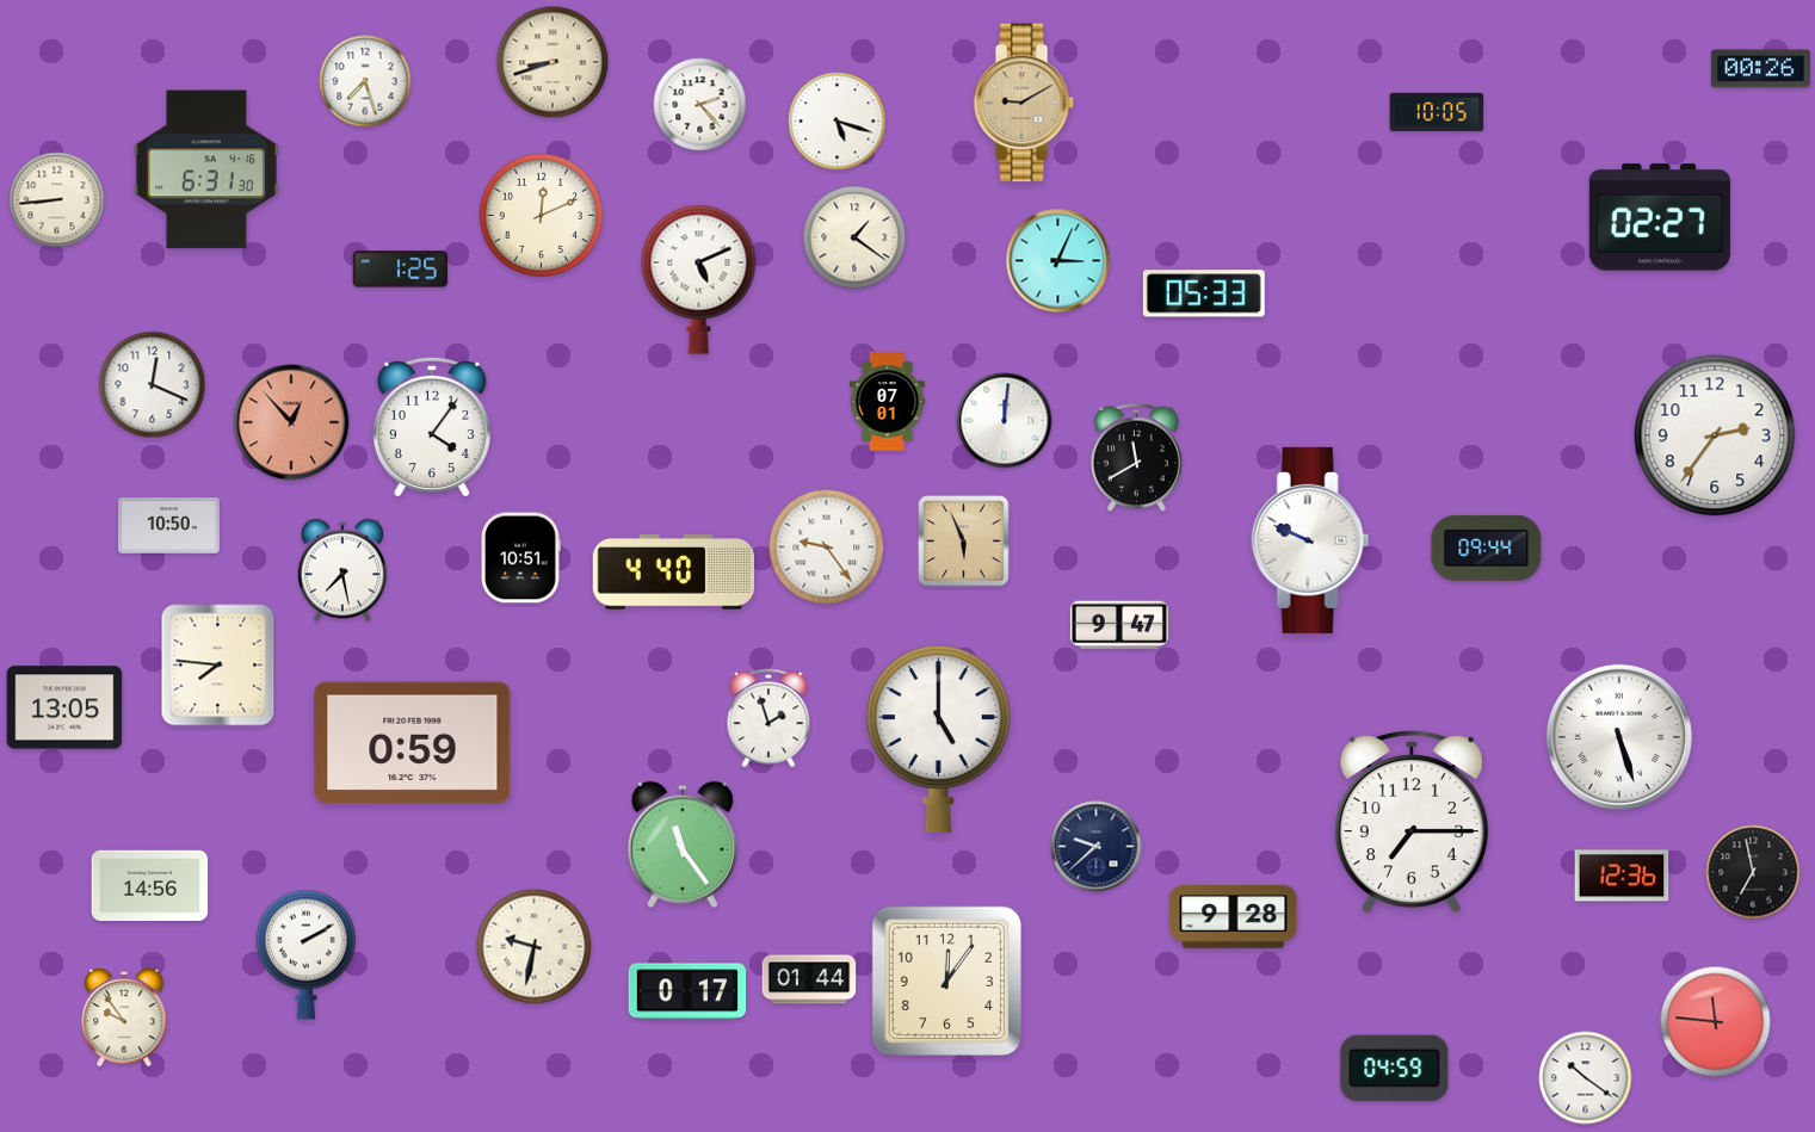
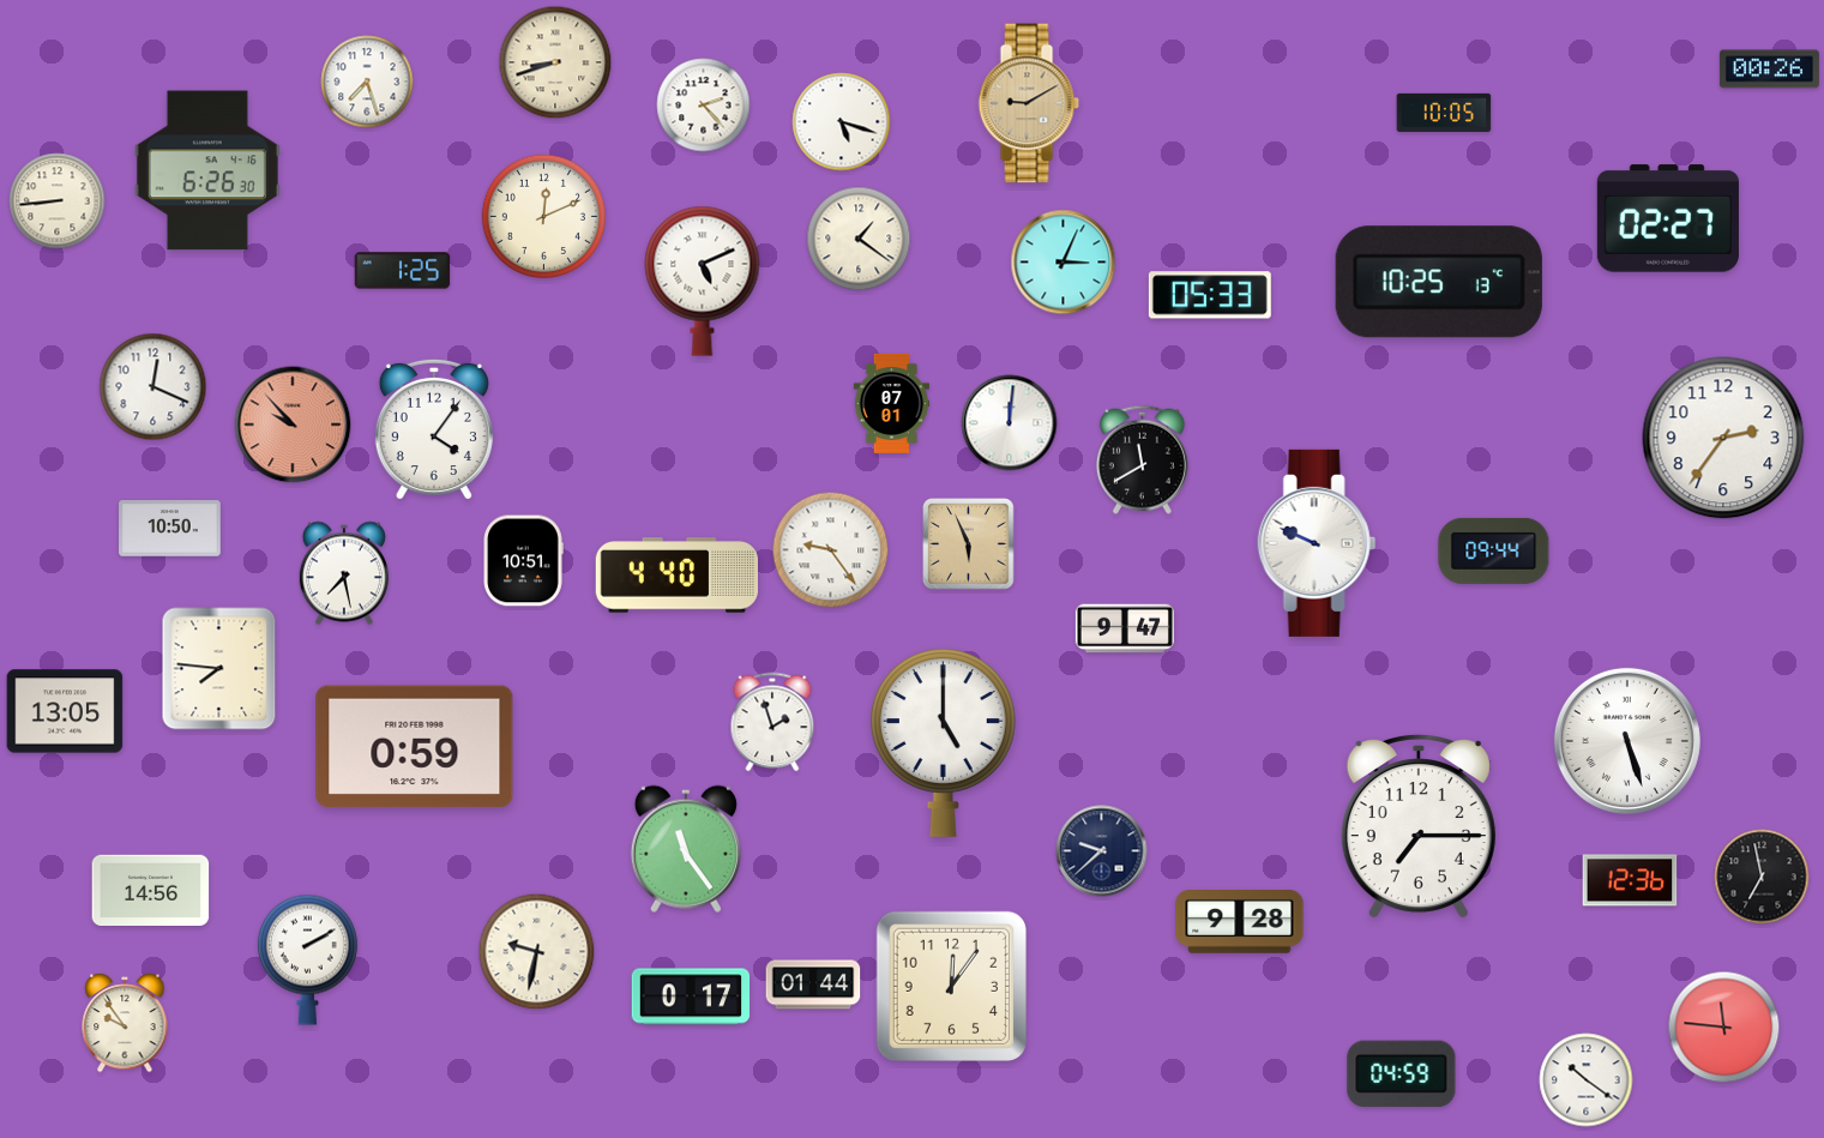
clock at (206, 169): 6:31 -> 6:26
clock at (1439, 282): none -> 10:25
clock at (291, 422): 12:53 -> 9:53
clock at (1586, 1078) position: (1586, 1078) -> (1587, 1080)
